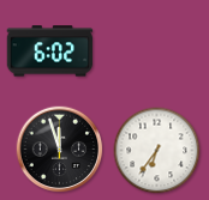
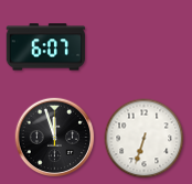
clock at (50, 51): 6:02 -> 6:07
clock at (157, 151): 6:36 -> 6:33
